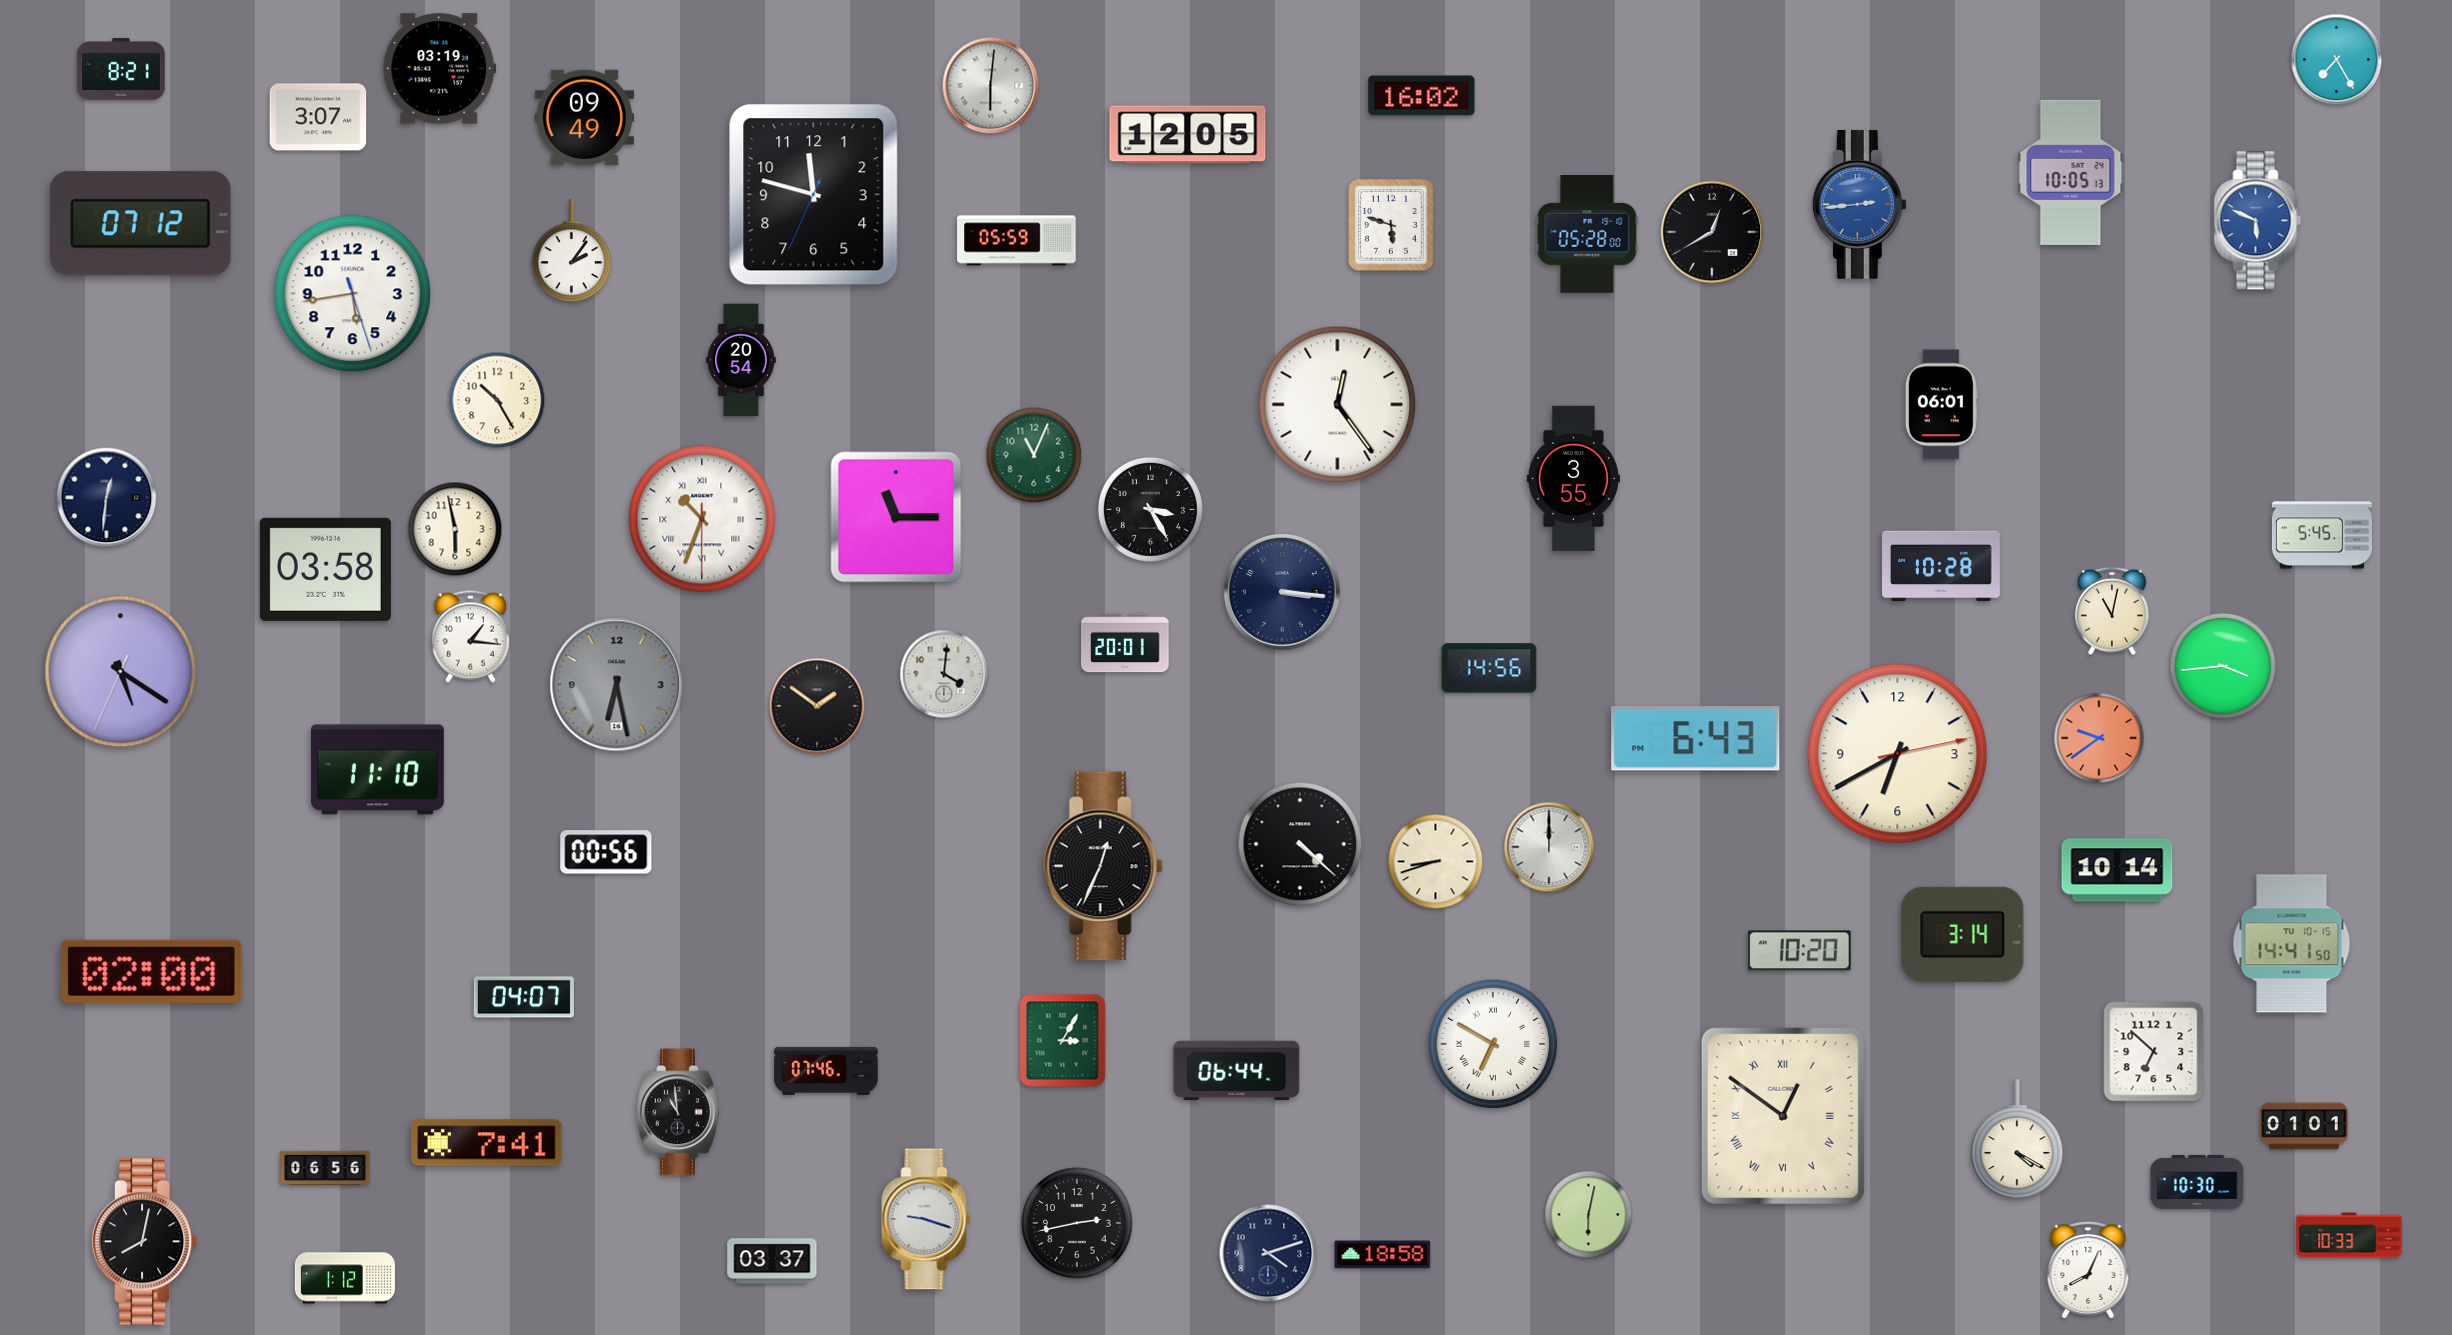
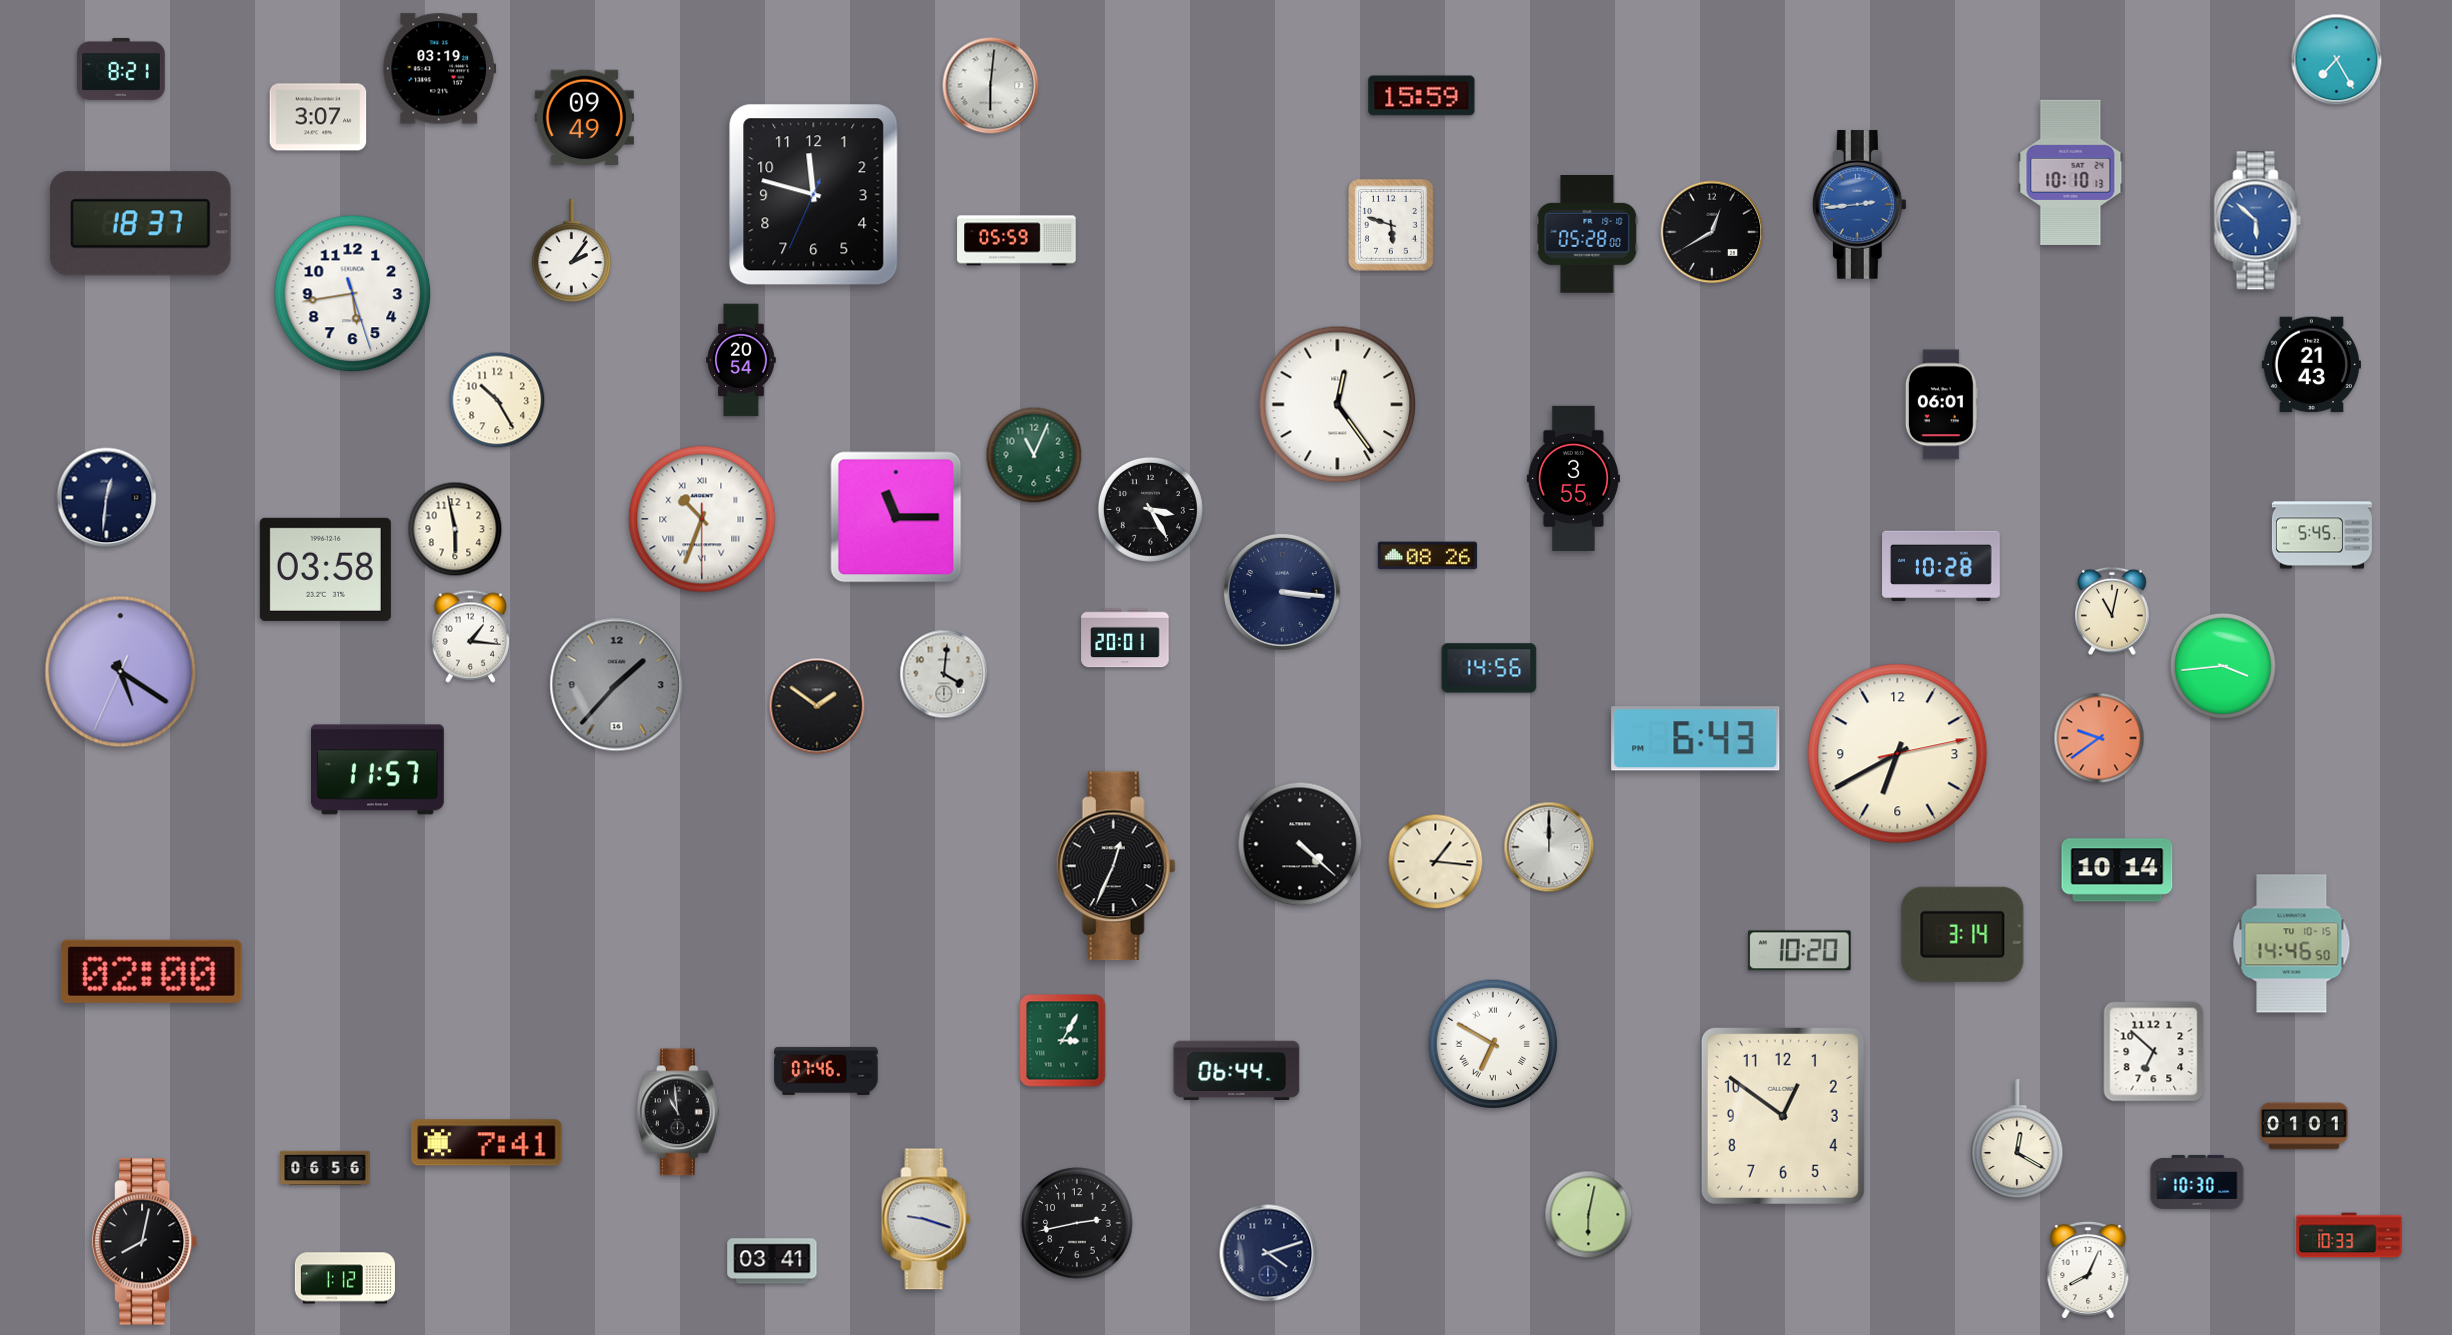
clock at (1422, 96): 16:02 -> 15:59
clock at (1188, 135): 12:05 -> none
clock at (2071, 172): 10:05 -> 10:10
clock at (2258, 221): 5:49 -> 5:52
clock at (141, 224): 07:12 -> 18:37
clock at (2311, 365): none -> 21:43
clock at (1427, 556): none -> 08:26
clock at (1125, 643) position: (1125, 643) -> (1125, 638)
clock at (617, 685): 6:28 -> 1:37
clock at (377, 770): 11:10 -> 11:57
clock at (606, 852): 00:56 -> none
clock at (1436, 862): 8:42 -> 1:16
clock at (1103, 866) position: (1103, 866) -> (1116, 866)
clock at (2292, 944): 14:41 -> 14:46
clock at (524, 997): 04:07 -> none
clock at (1783, 1116) numerals: Roman -> Arabic
clock at (2017, 1140): 4:20 -> 12:20
clock at (1383, 1255): 18:58 -> none
clock at (772, 1261): 03:37 -> 03:41
